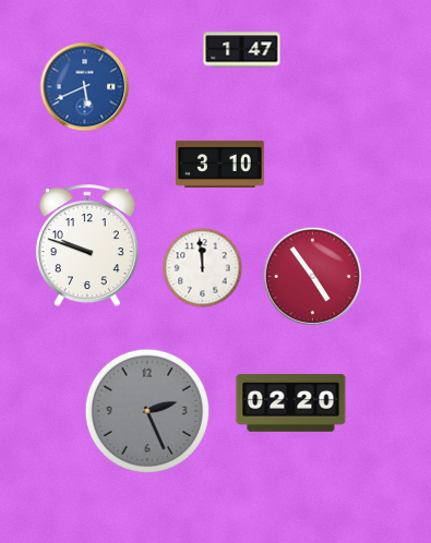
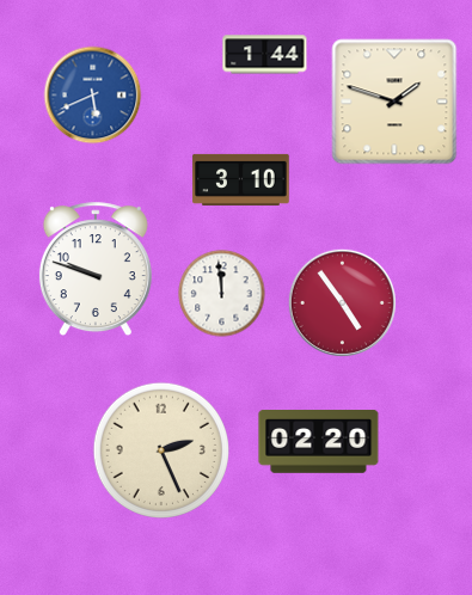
clock at (242, 50): 1:47 -> 1:44
clock at (394, 102): none -> 1:48
clock at (146, 410) dial: grey -> cream
